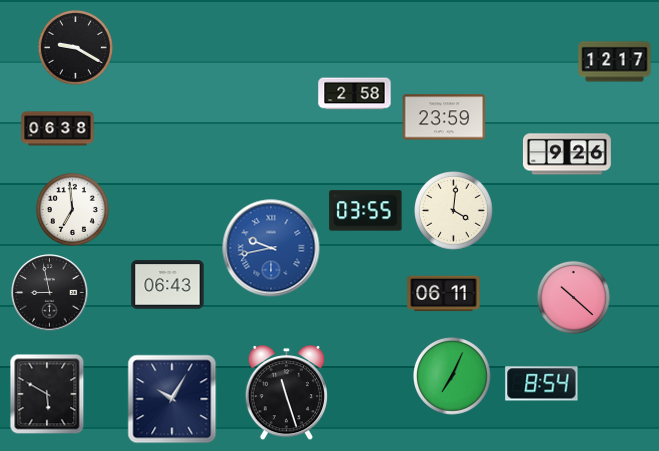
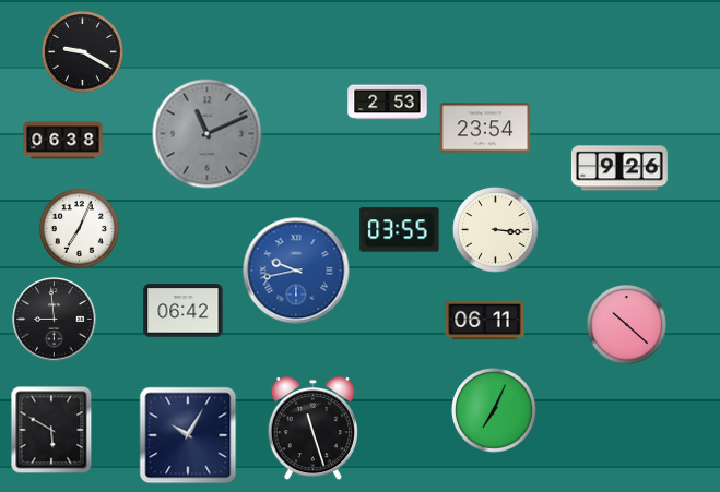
clock at (615, 62): 12:17 -> none
clock at (355, 94): 2:58 -> 2:53
clock at (444, 117): 23:59 -> 23:54
clock at (208, 134): none -> 11:11
clock at (72, 209): 6:59 -> 7:04
clock at (454, 211): 4:01 -> 3:16
clock at (168, 285): 06:43 -> 06:42
clock at (50, 293): 8:58 -> 8:59
clock at (542, 384): 8:54 -> none
